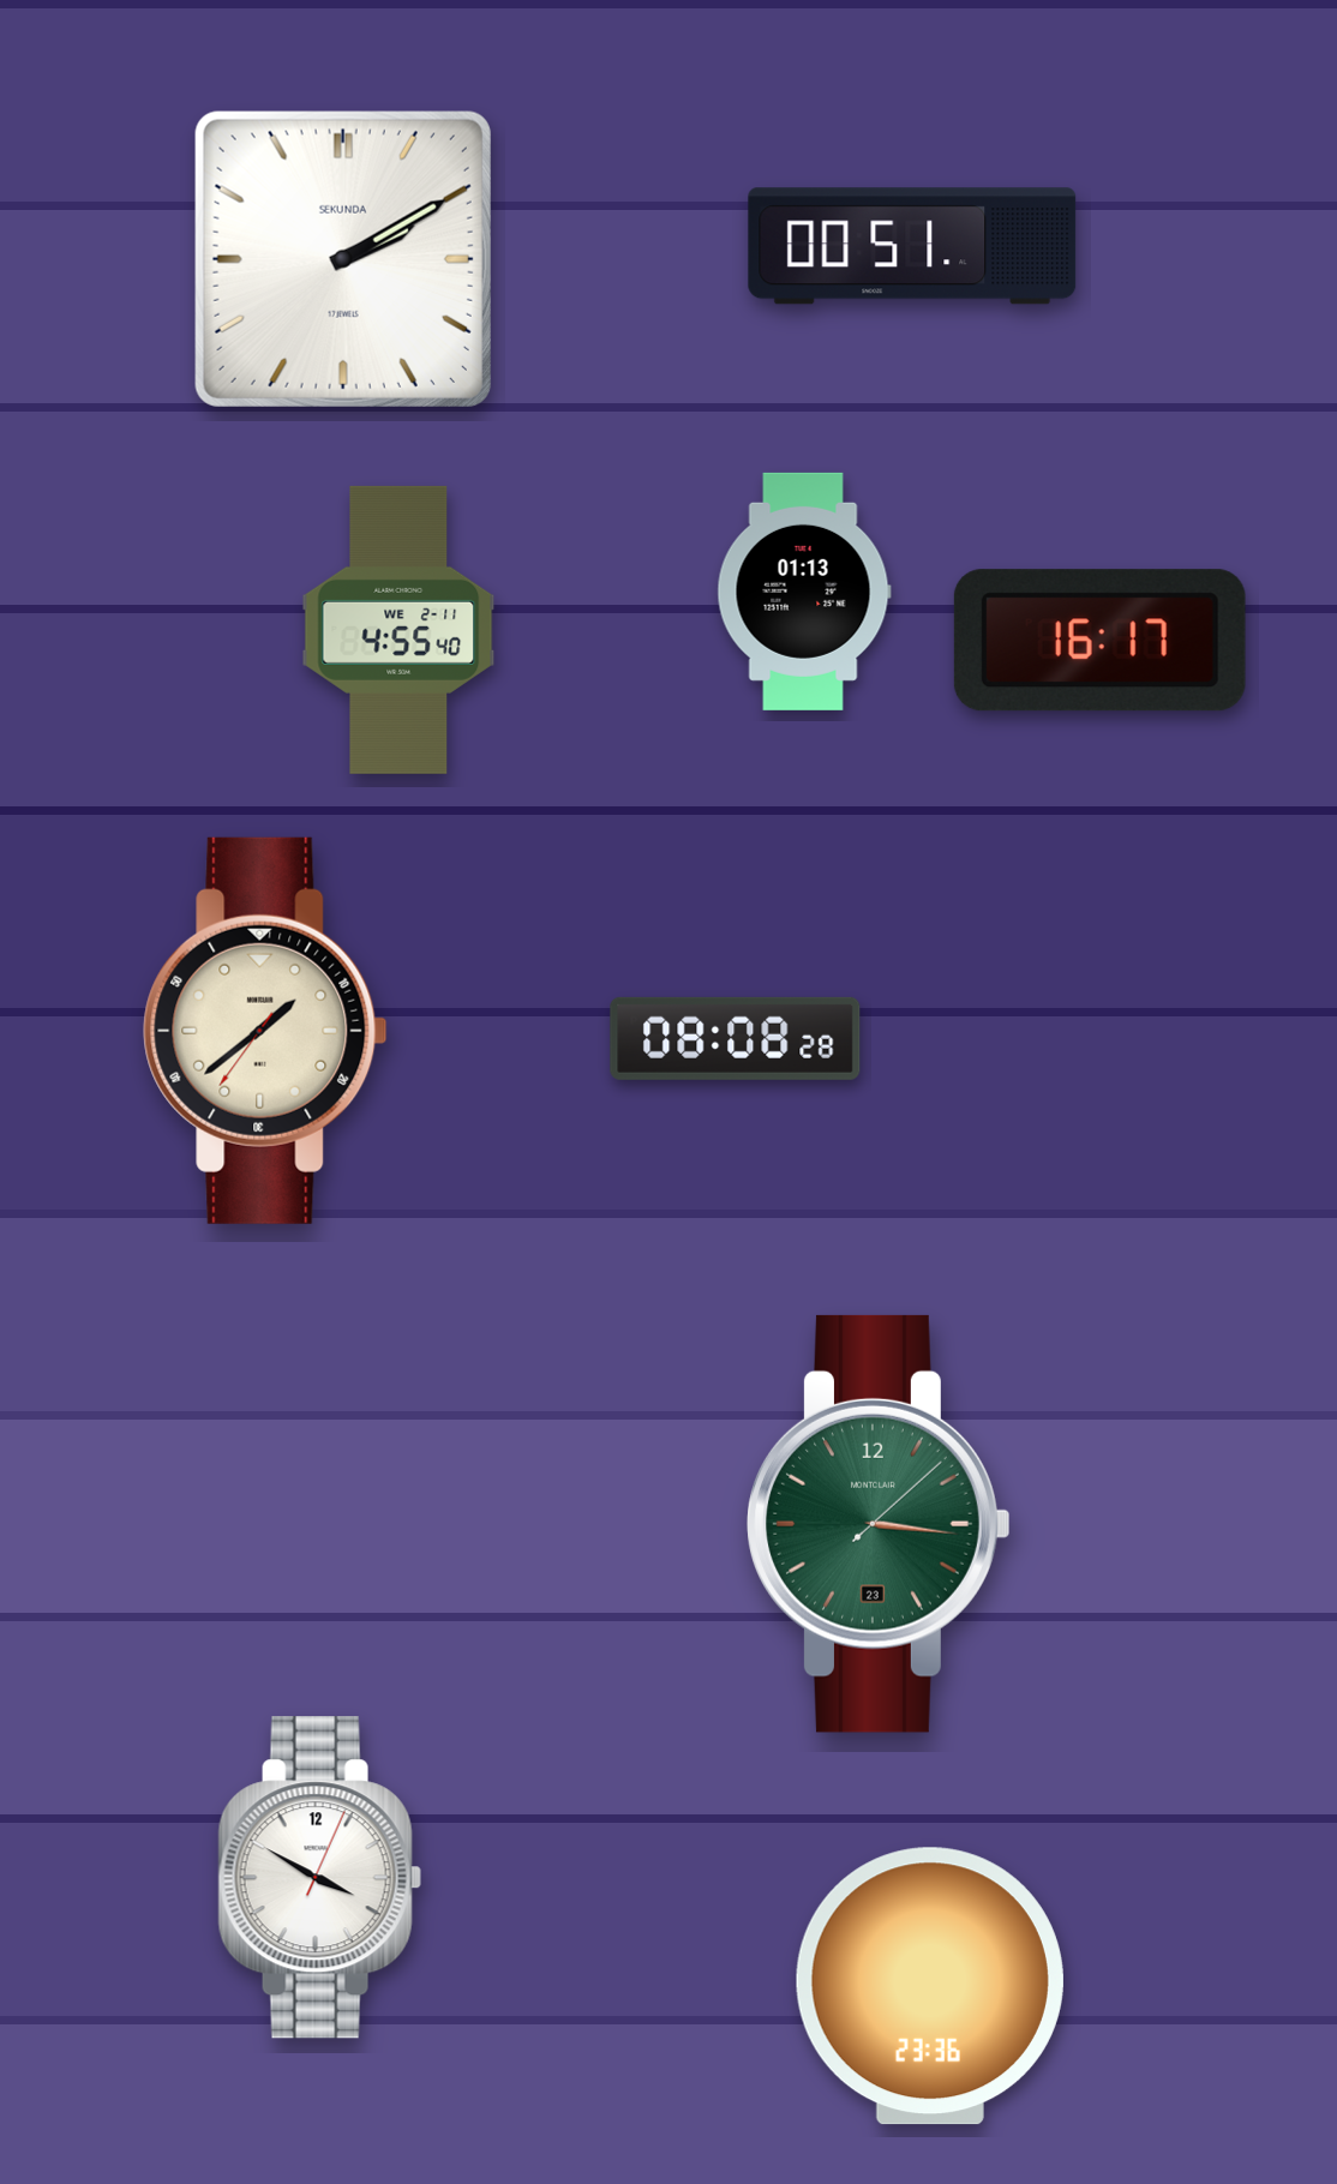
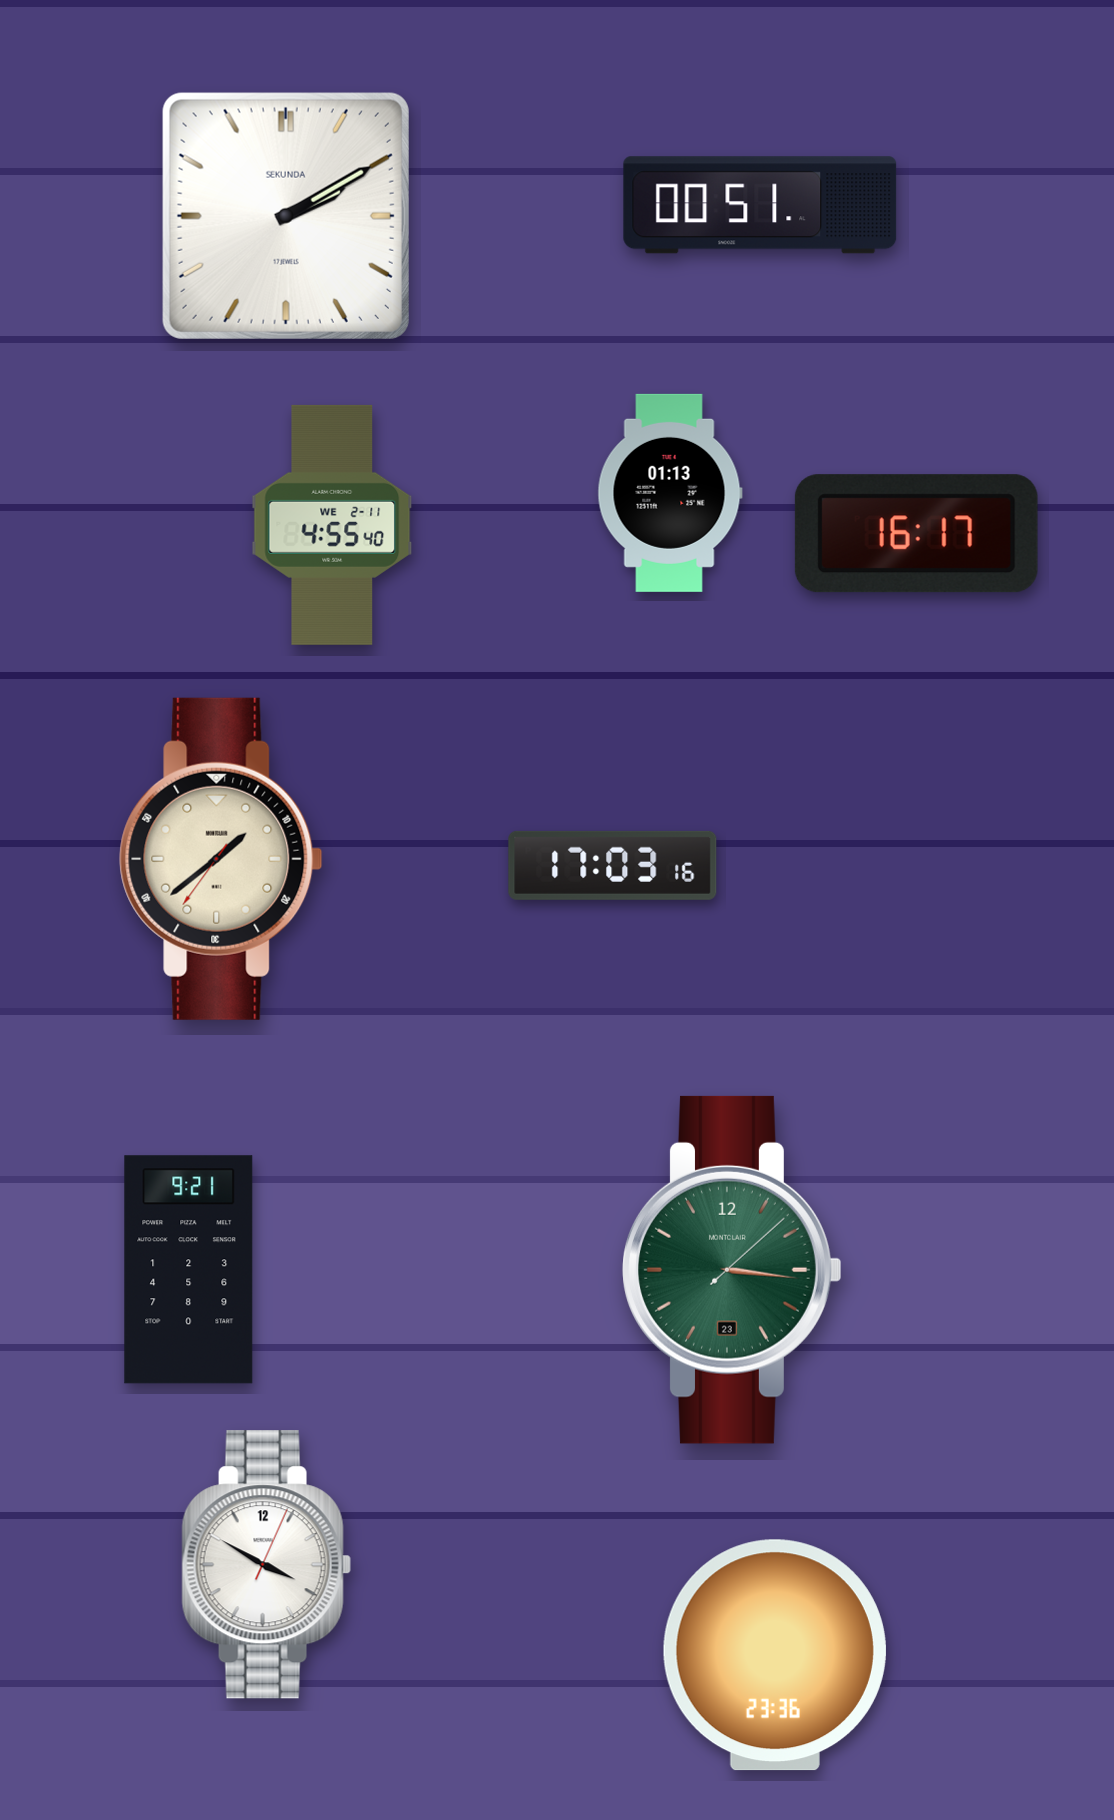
clock at (736, 1038): 08:08 -> 17:03
clock at (189, 1270): none -> 9:21
